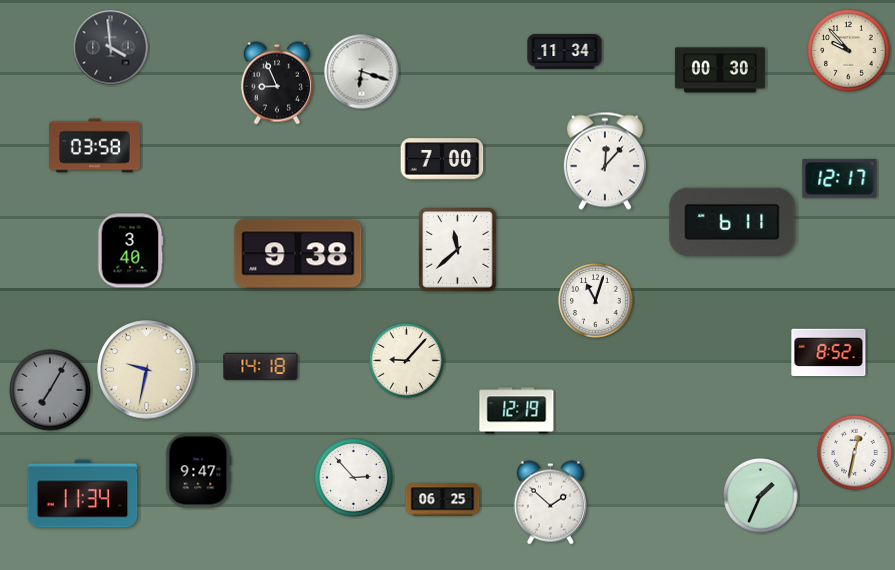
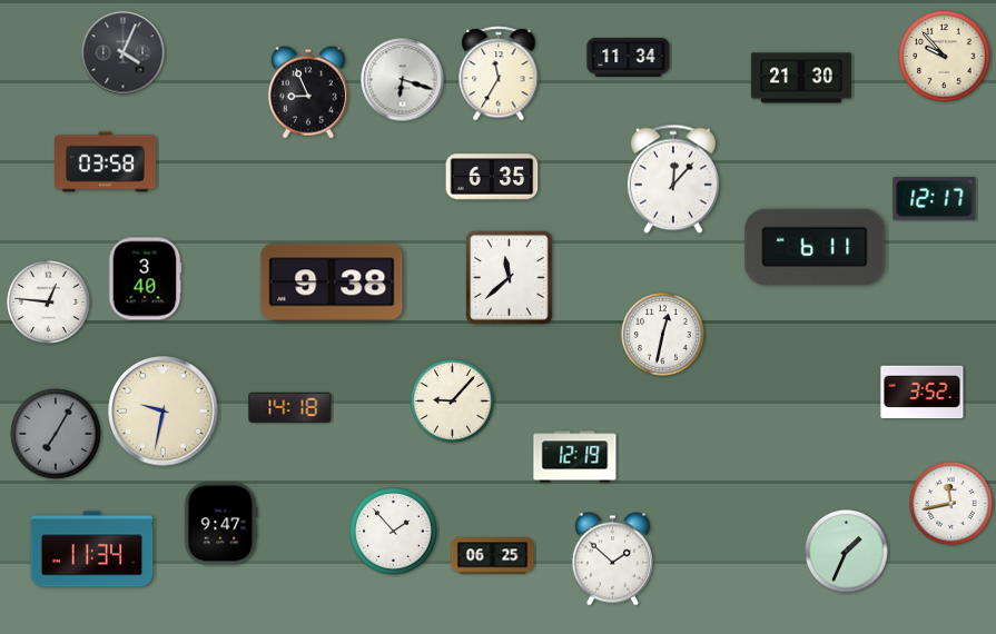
clock at (111, 48): 3:59 -> 4:04
clock at (499, 73): none -> 11:35
clock at (720, 70): 00:30 -> 21:30
clock at (442, 159): 7:00 -> 6:35
clock at (49, 303): none -> 12:46
clock at (596, 301): 11:03 -> 12:32
clock at (829, 353): 8:52 -> 3:52
clock at (855, 453): 12:32 -> 11:43
clock at (354, 478): 2:53 -> 1:53
